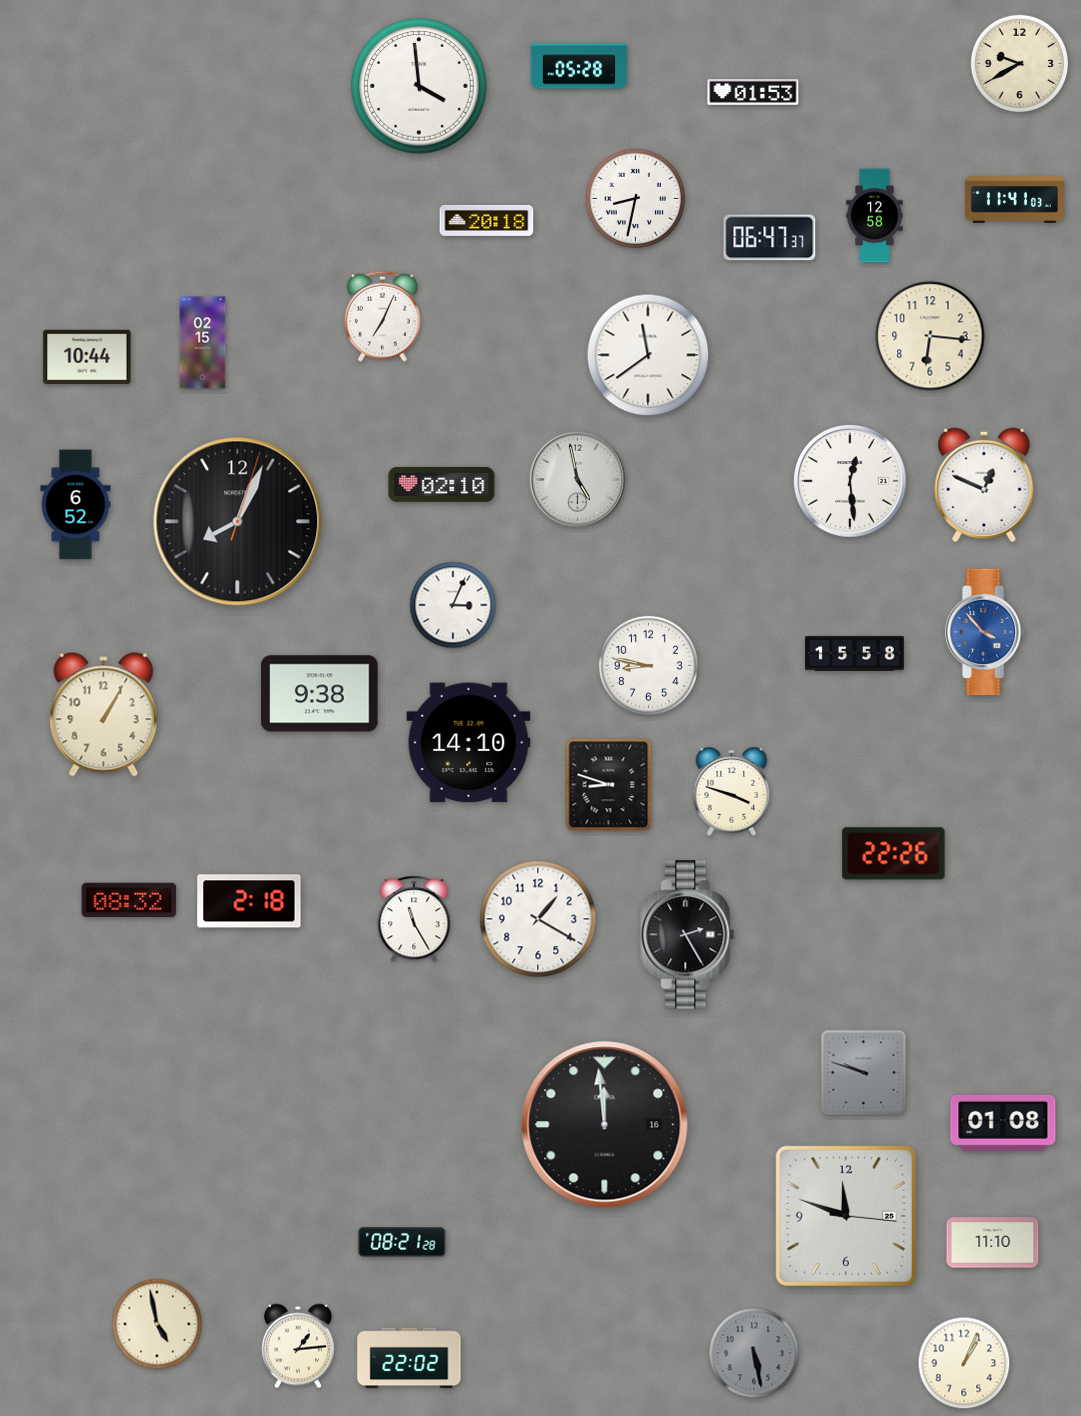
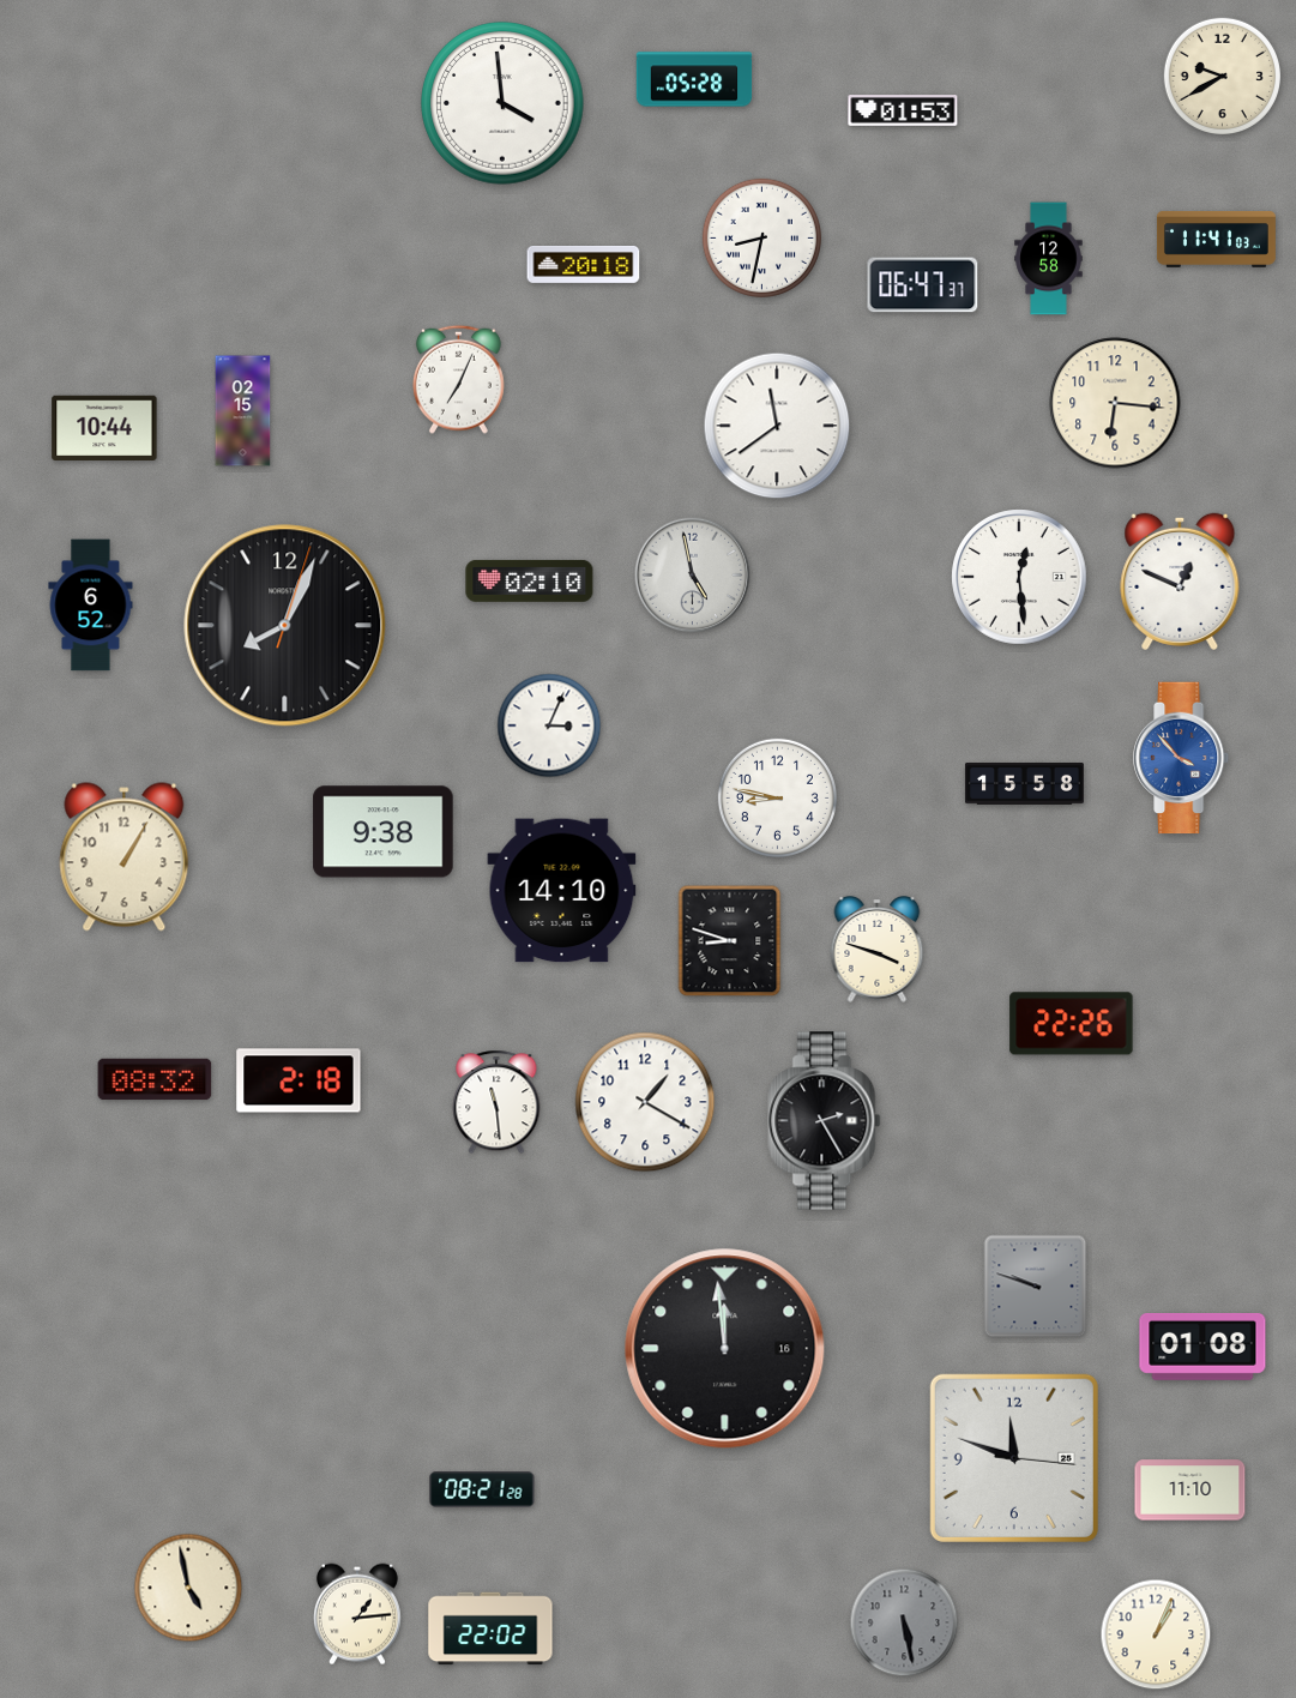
clock at (453, 605) position: (453, 605) -> (549, 725)
clock at (414, 919): 11:25 -> 11:29
